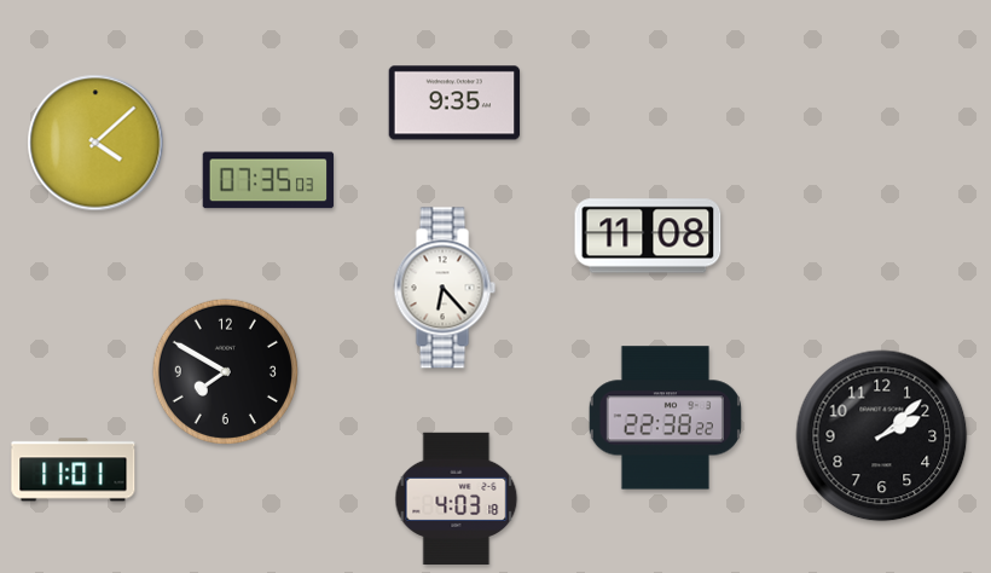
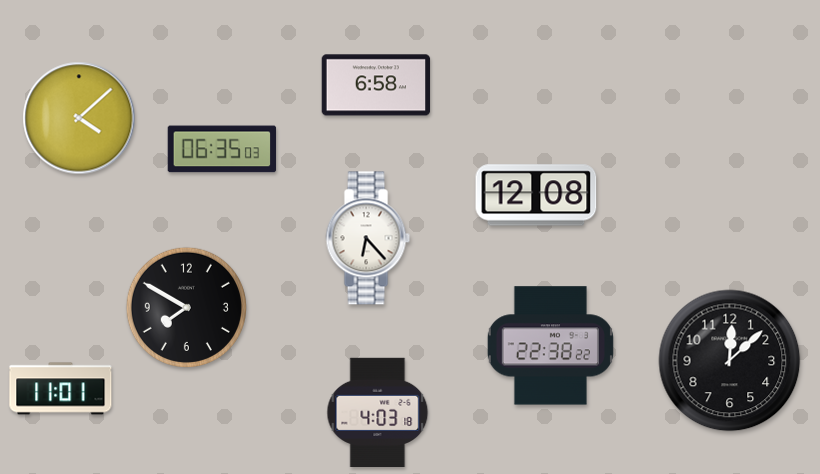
clock at (454, 103): 9:35 -> 6:58
clock at (268, 180): 07:35 -> 06:35
clock at (648, 236): 11:08 -> 12:08
clock at (882, 436): 2:08 -> 12:08
